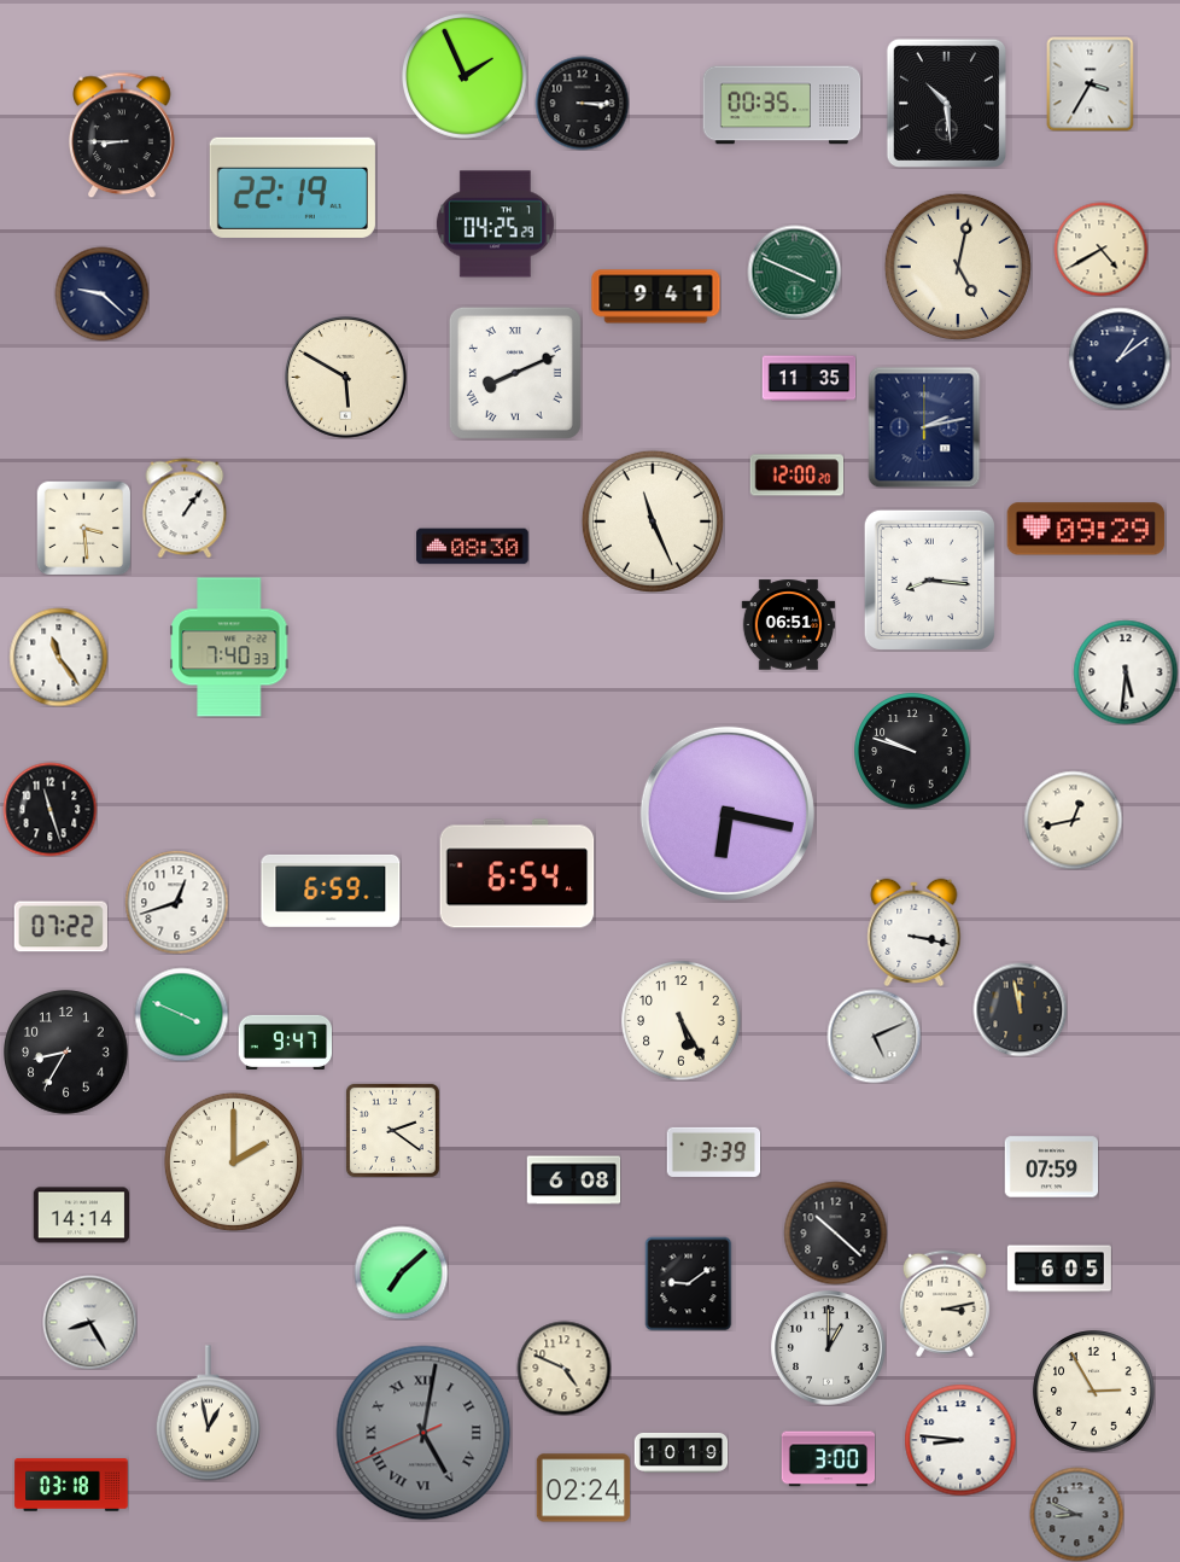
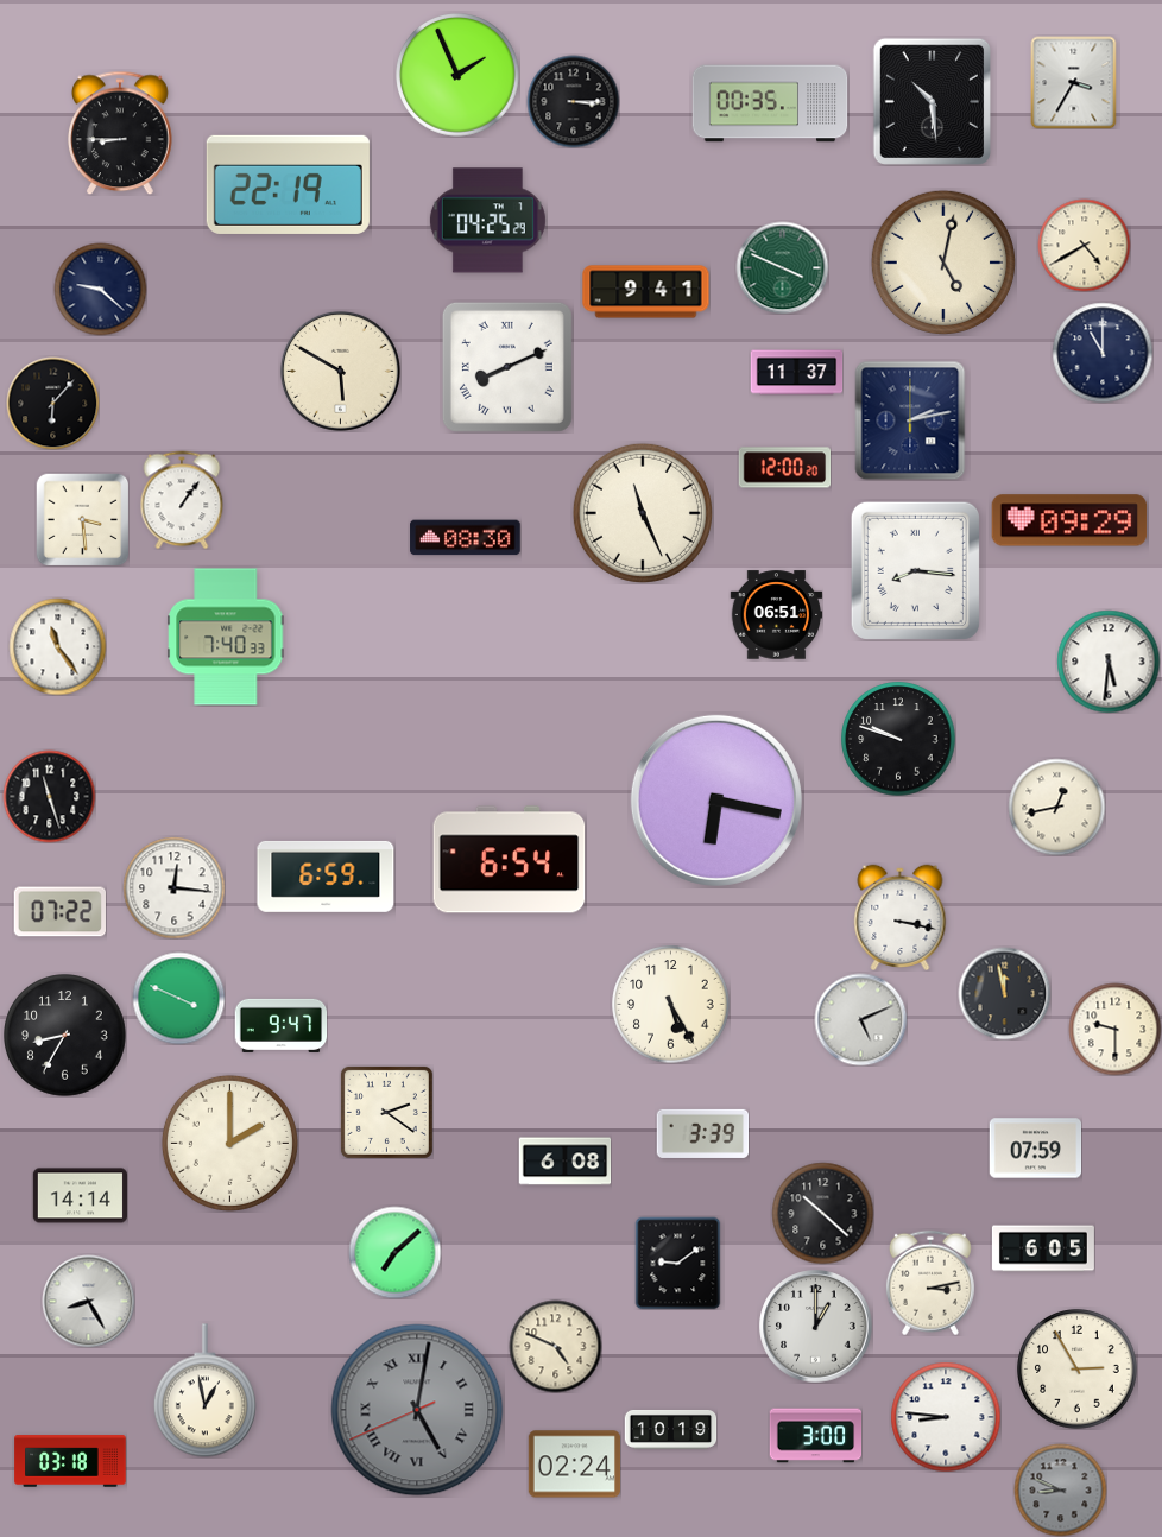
clock at (1120, 359): 1:09 -> 11:00
clock at (808, 379): 11:35 -> 11:37
clock at (52, 403): none -> 6:07
clock at (176, 902): 12:42 -> 12:16
clock at (1114, 1029): none -> 9:30
